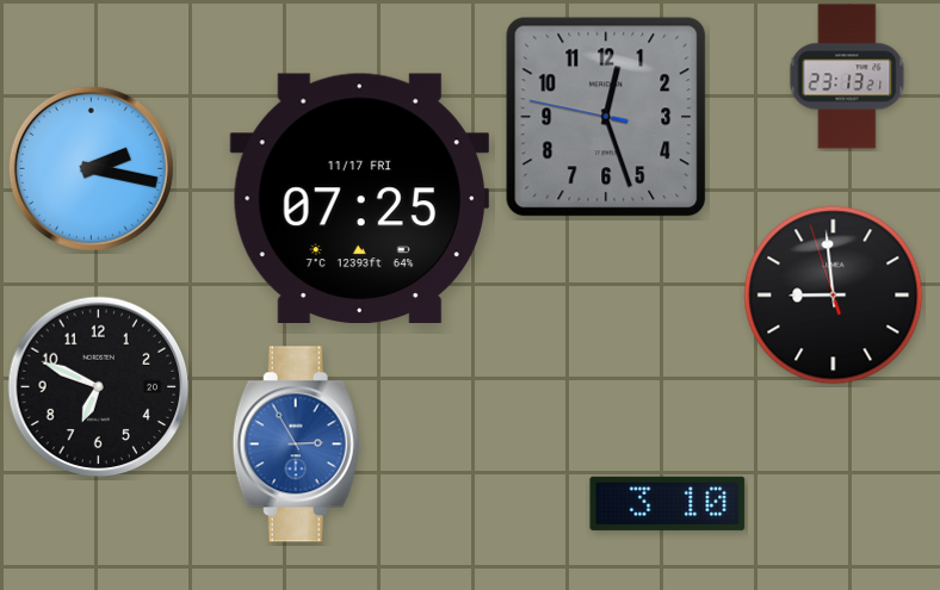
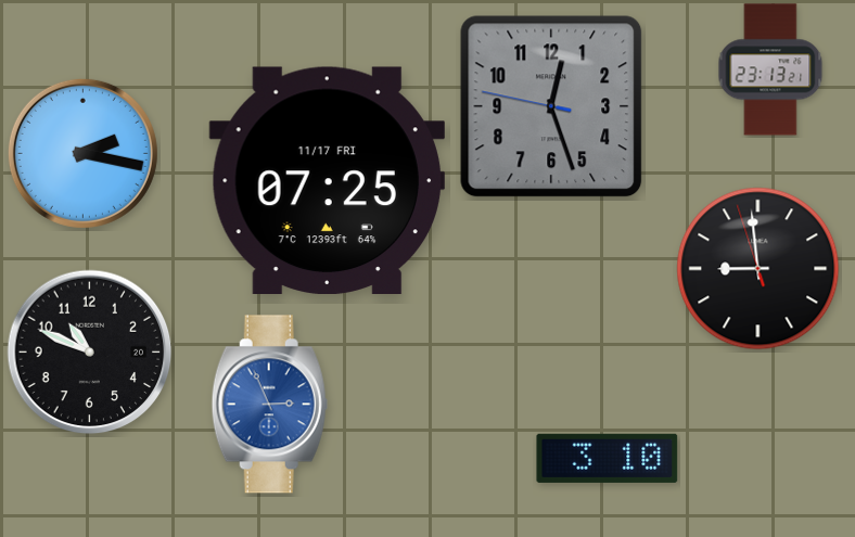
clock at (99, 387): 6:49 -> 10:49
clock at (296, 445): 2:55 -> 2:56
